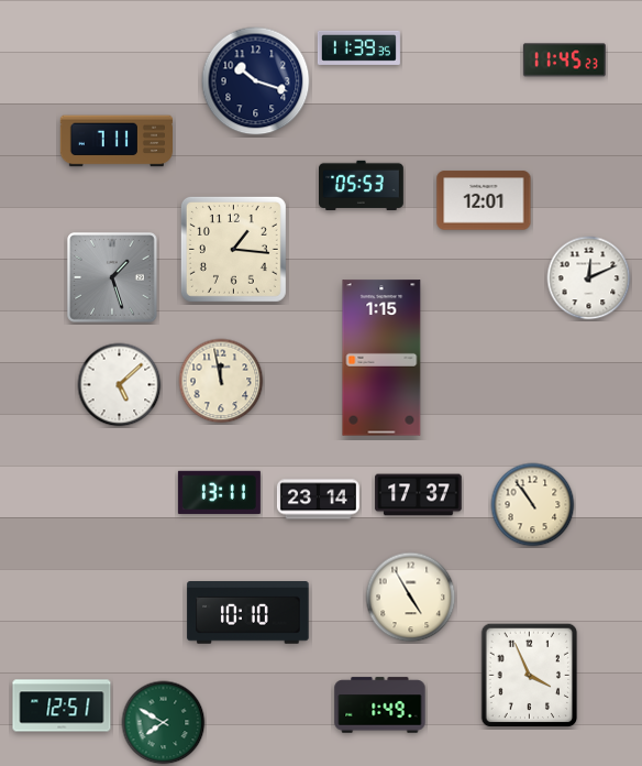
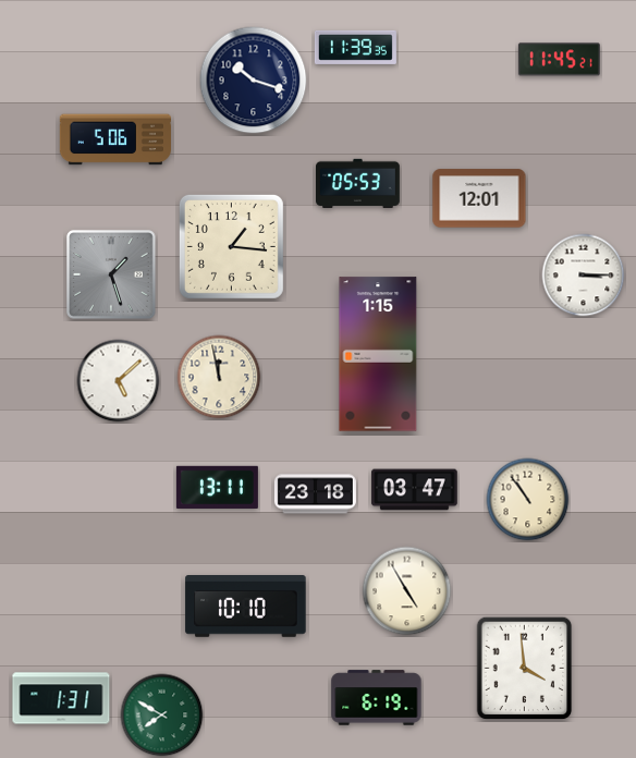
clock at (564, 61): 11:45:23 -> 11:45:21
clock at (115, 141): 7:11 -> 5:06
clock at (589, 278): 12:11 -> 3:15
clock at (419, 495): 17:37 -> 03:47
clock at (318, 500): 23:14 -> 23:18
clock at (530, 676): 3:56 -> 3:59
clock at (62, 705): 12:51 -> 1:31
clock at (380, 705): 1:49 -> 6:19
